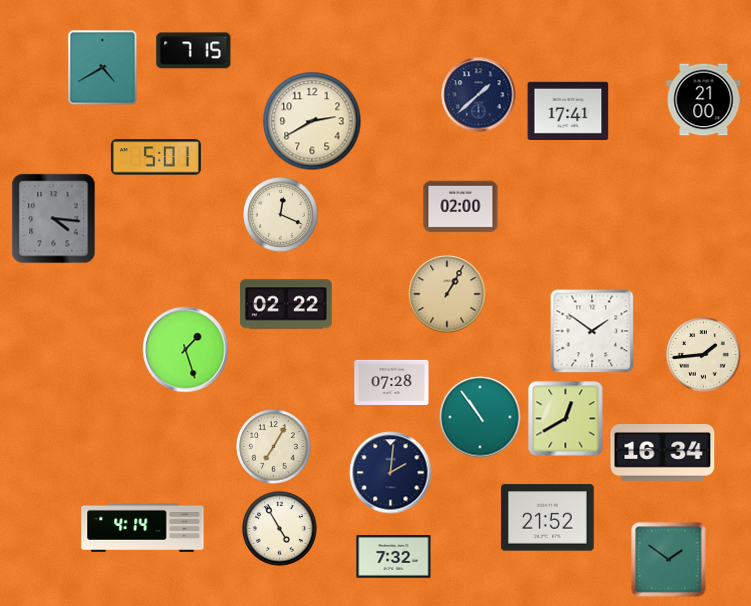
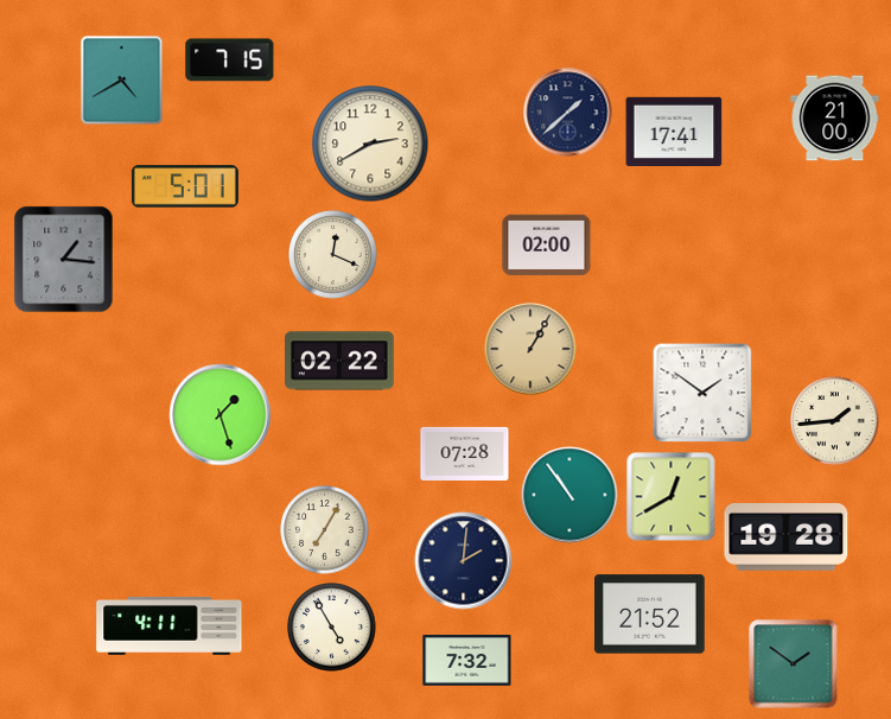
clock at (54, 219): 4:16 -> 1:16
clock at (663, 453): 16:34 -> 19:28
clock at (143, 527): 4:14 -> 4:11
